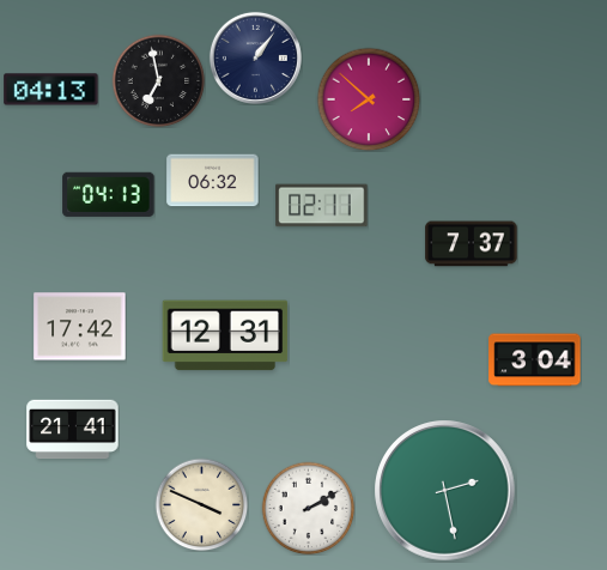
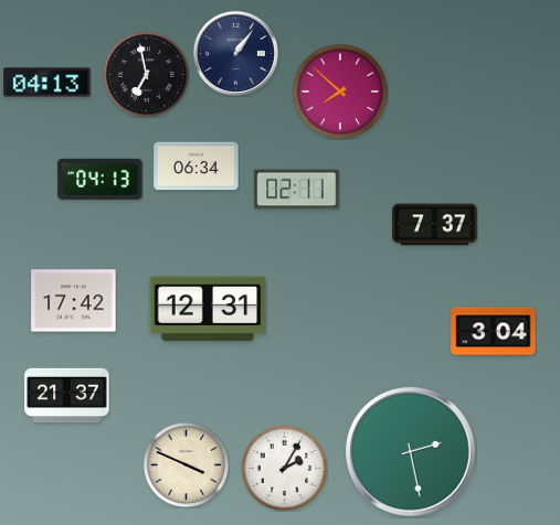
clock at (213, 181): 06:32 -> 06:34
clock at (73, 430): 21:41 -> 21:37
clock at (308, 508): 2:10 -> 2:05
